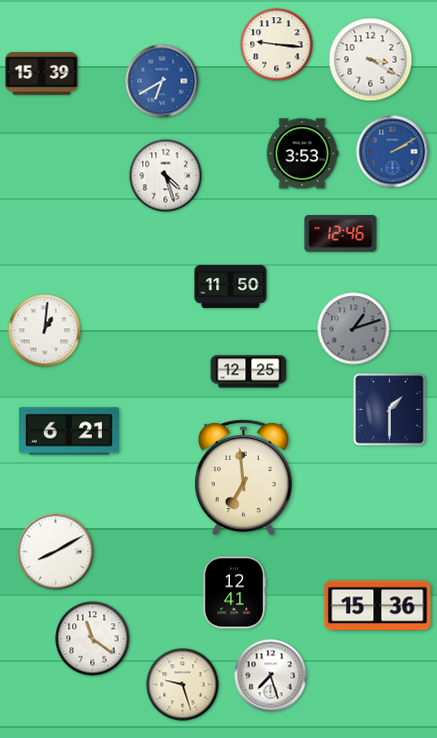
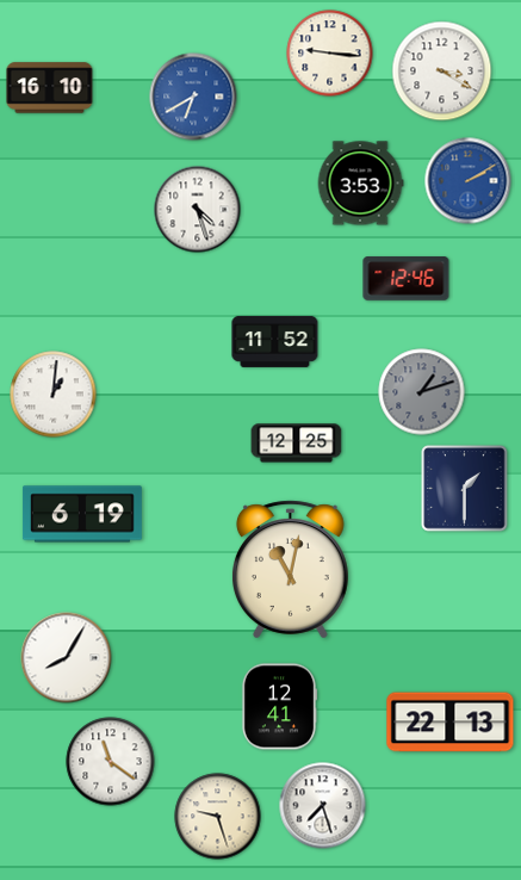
clock at (42, 74): 15:39 -> 16:10
clock at (231, 286): 11:50 -> 11:52
clock at (69, 431): 6:21 -> 6:19
clock at (243, 478): 6:59 -> 11:02
clock at (56, 552): 8:10 -> 8:05
clock at (378, 606): 15:36 -> 22:13
